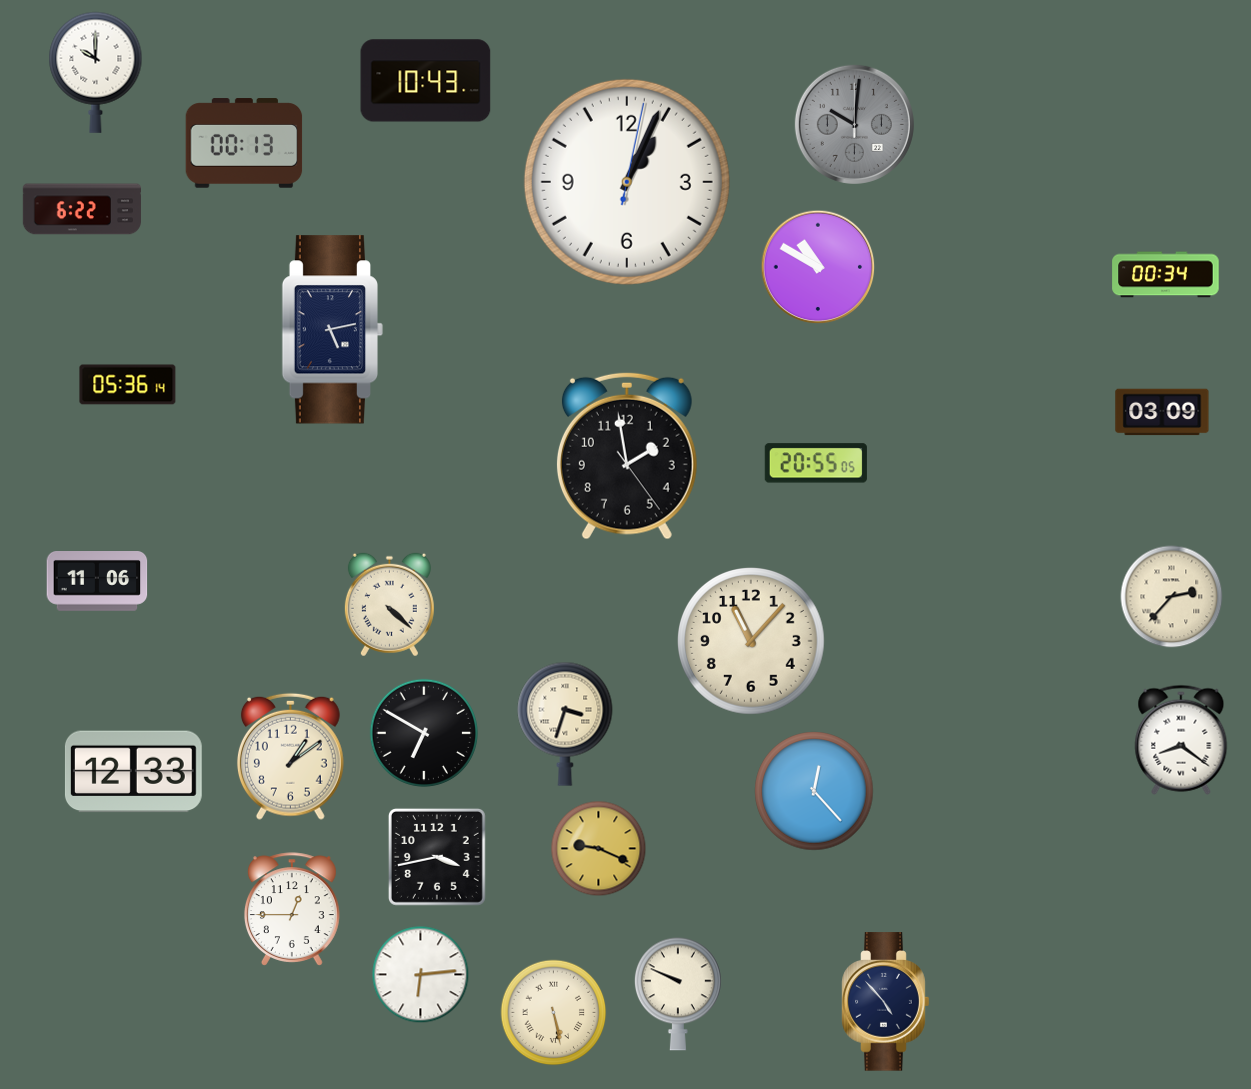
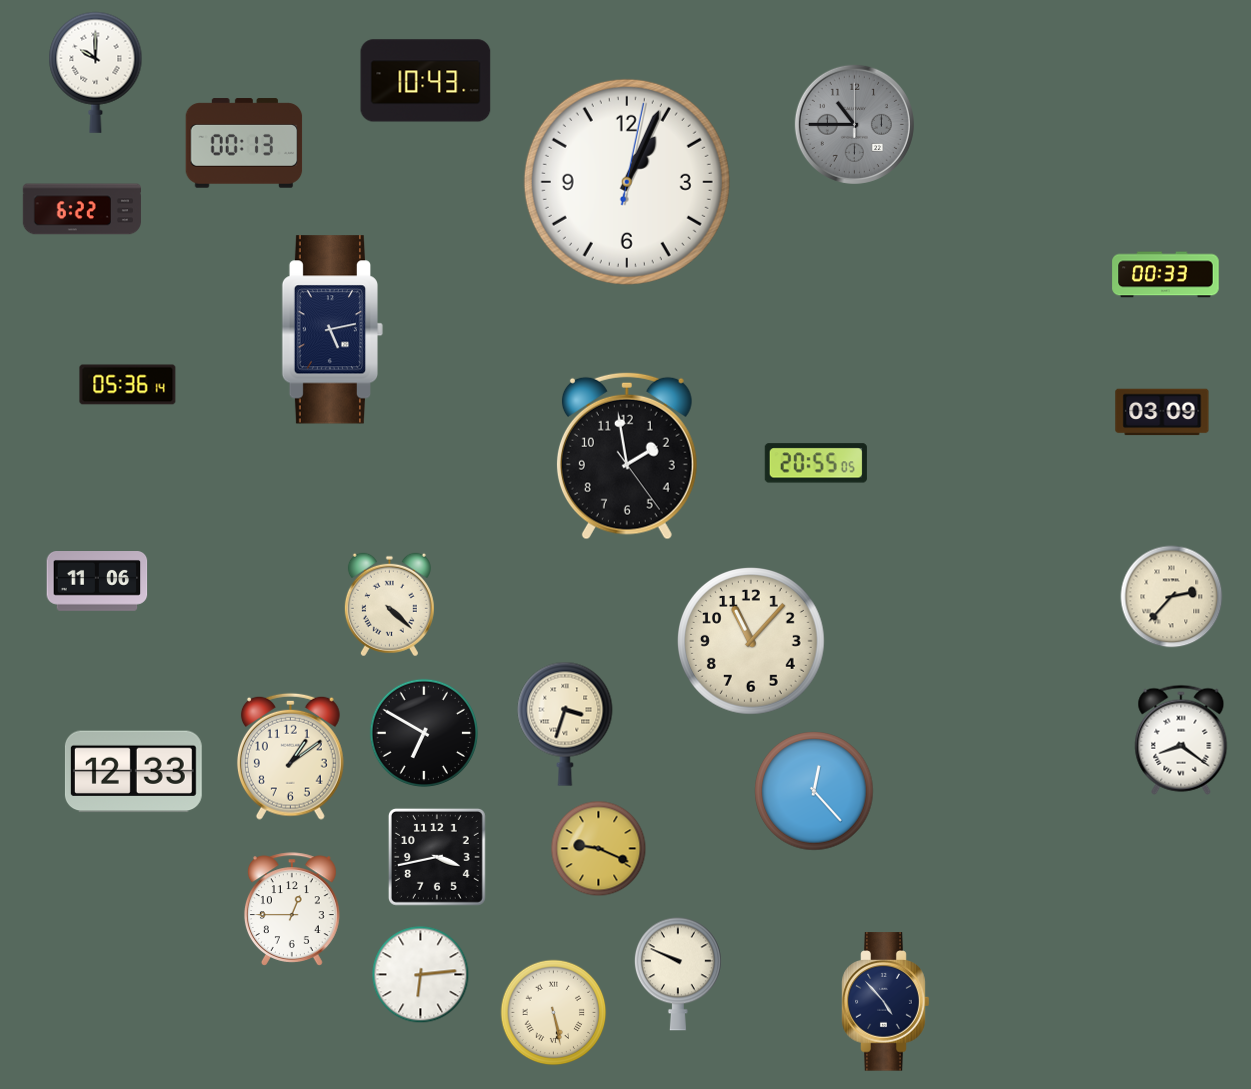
clock at (854, 124): 10:01 -> 10:45
clock at (818, 267): 10:50 -> none
clock at (1166, 275): 00:34 -> 00:33
clock at (678, 994) position: (678, 994) -> (678, 974)
